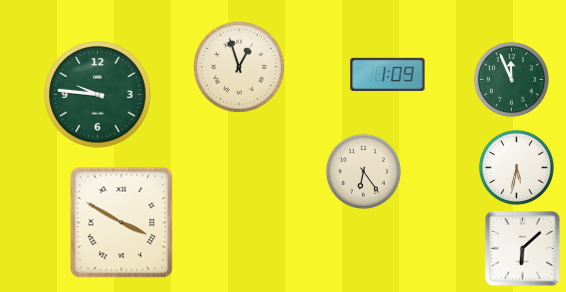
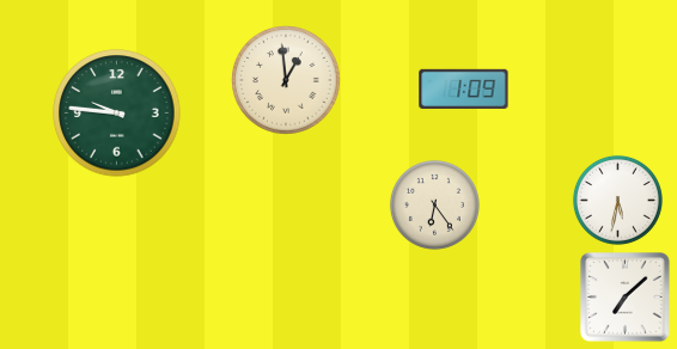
clock at (239, 67): 12:57 -> 12:59
clock at (511, 79): 11:56 -> none
clock at (122, 223): 3:50 -> none
clock at (523, 249): 6:08 -> 7:08
